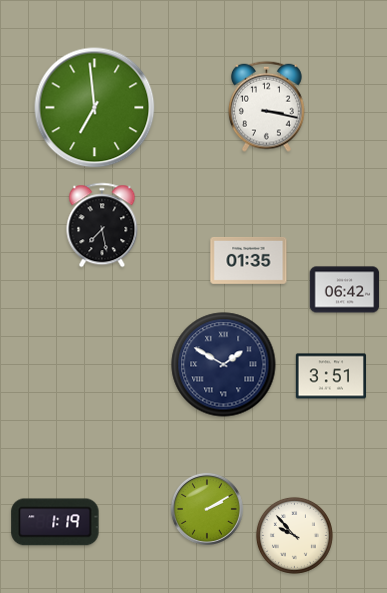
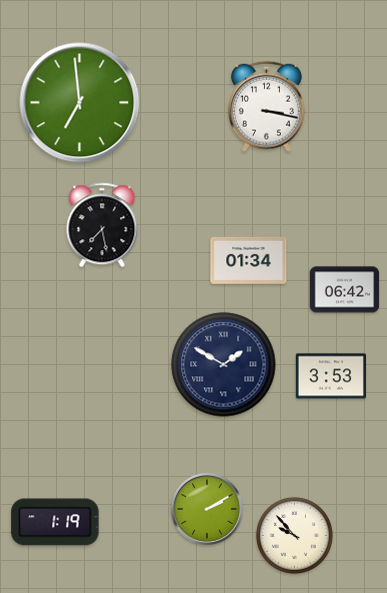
clock at (95, 108) position: (95, 108) -> (80, 103)
clock at (249, 260): 01:35 -> 01:34
clock at (330, 376): 3:51 -> 3:53
